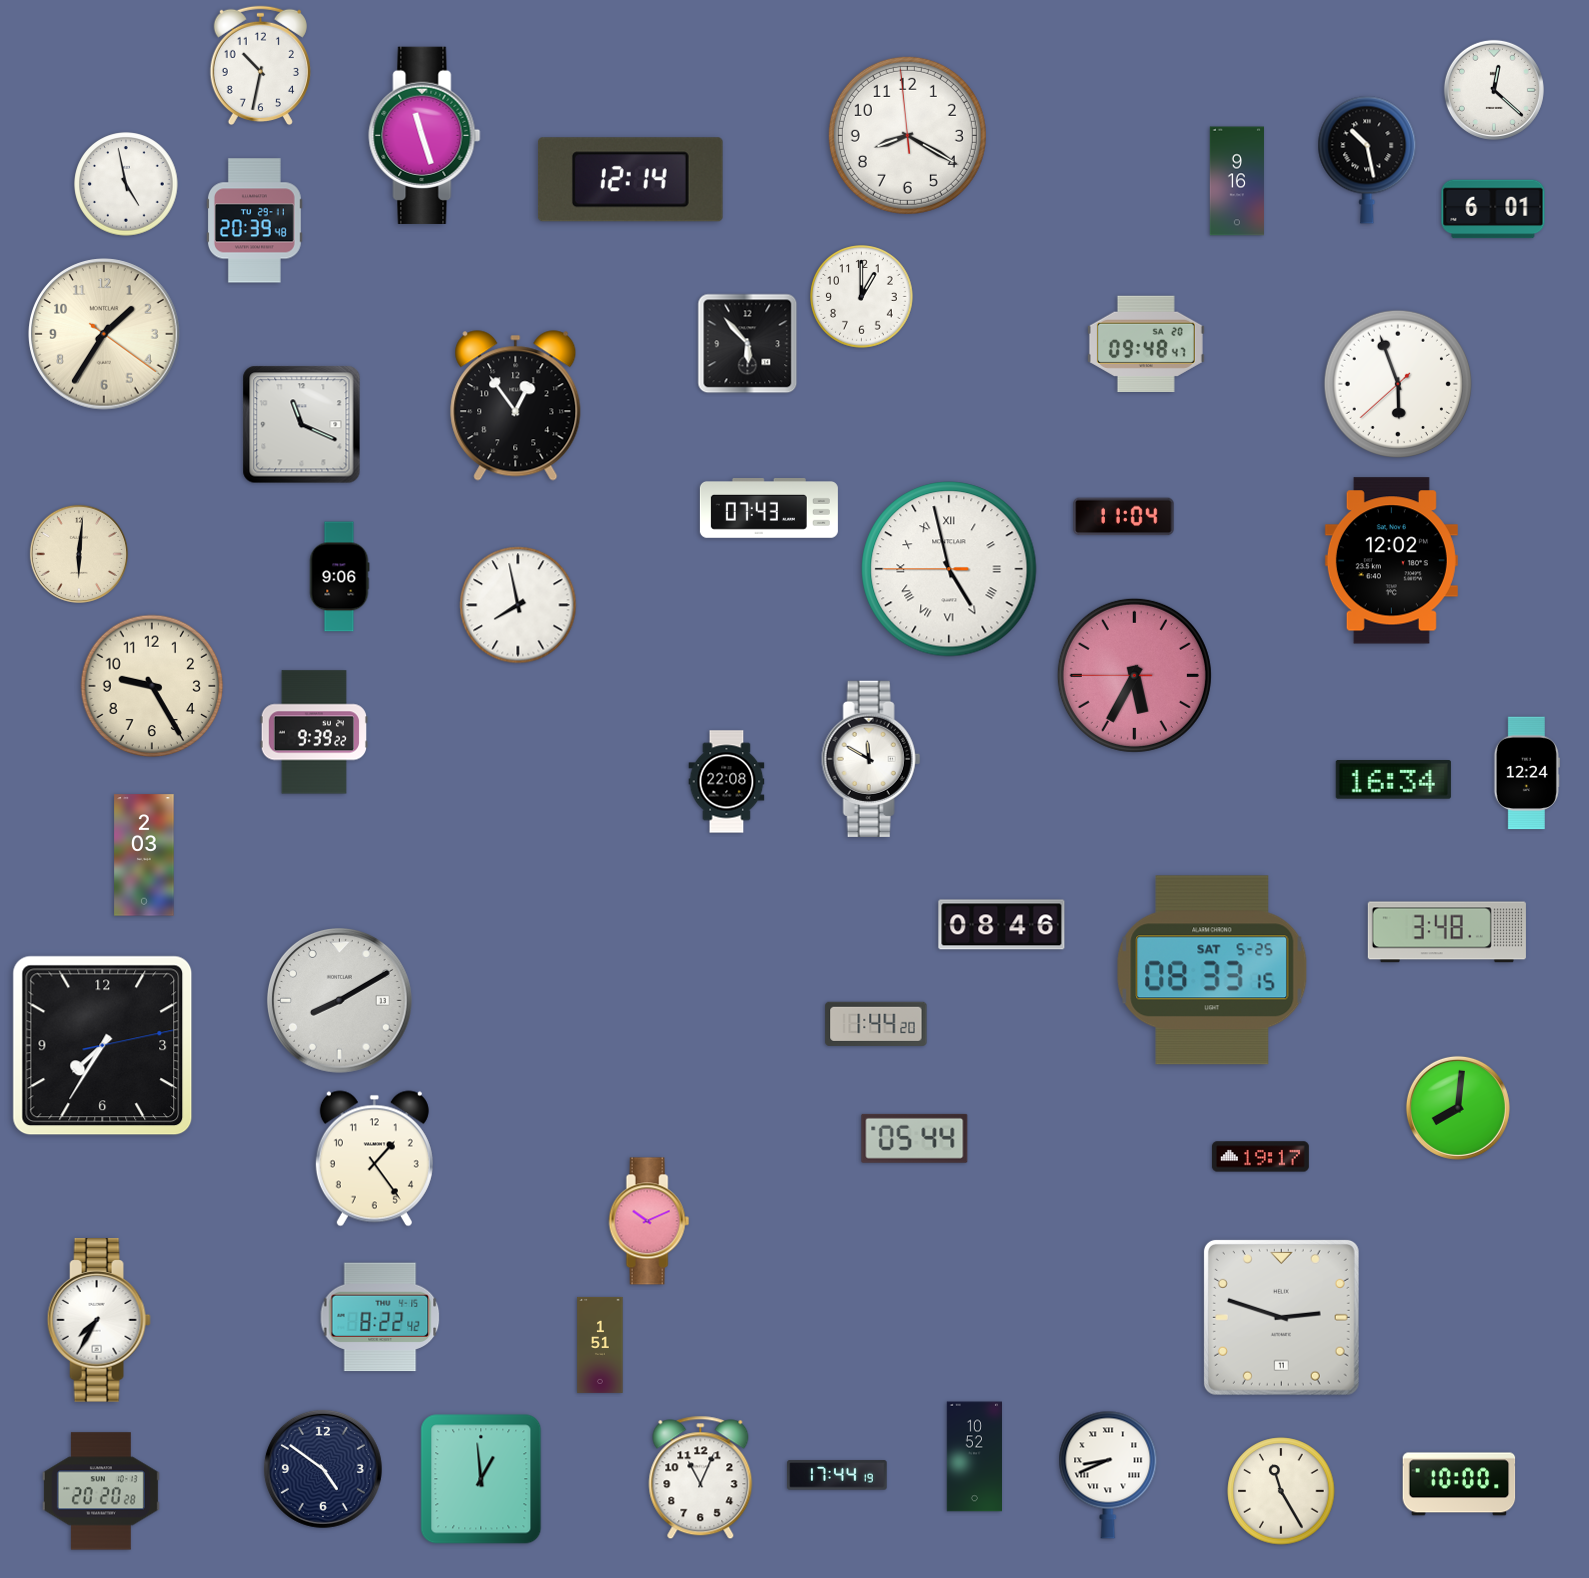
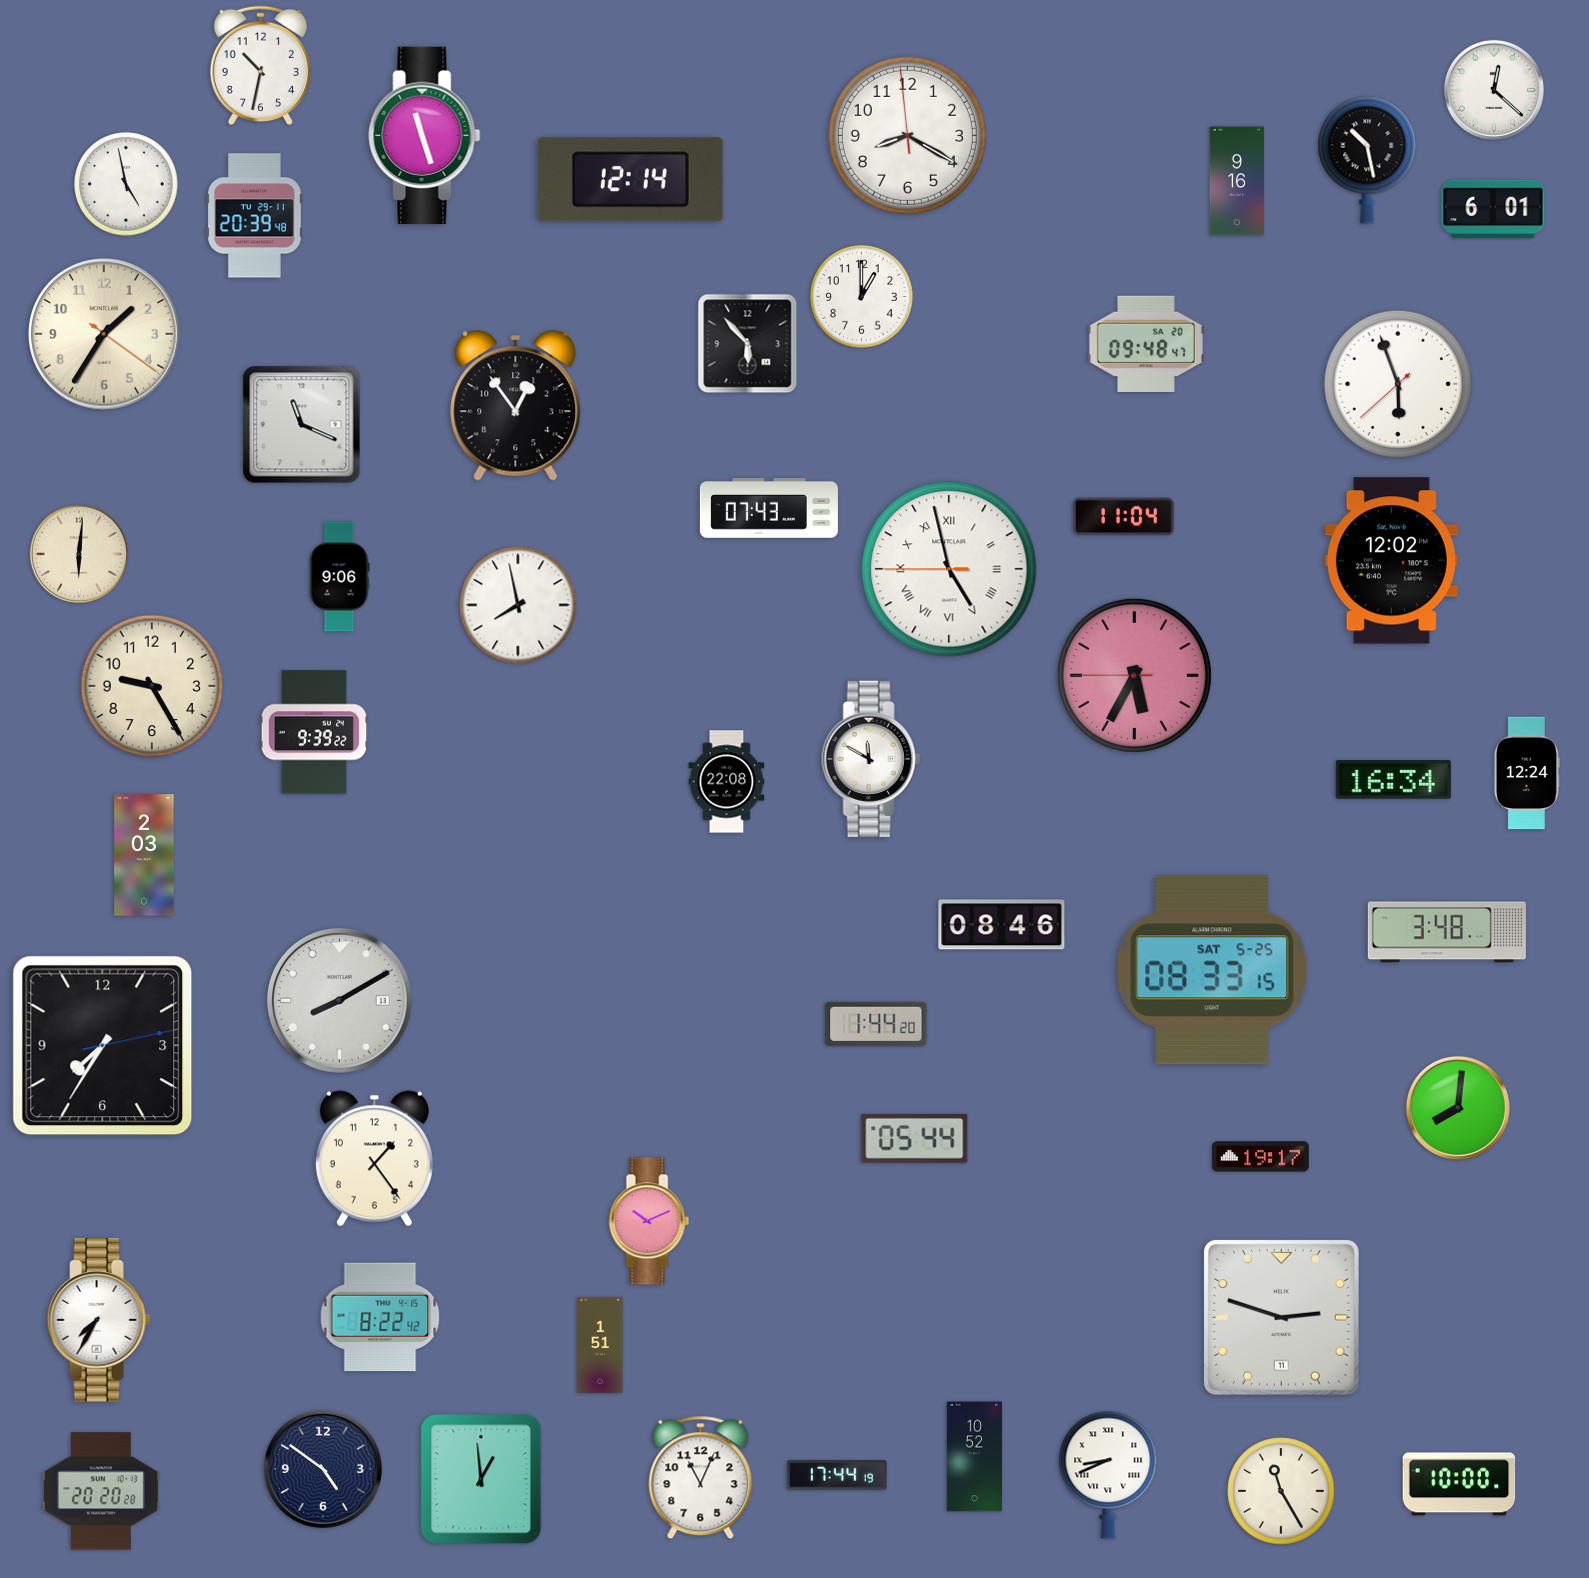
clock at (254, 221) position: (254, 221) -> (254, 216)
